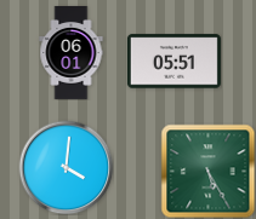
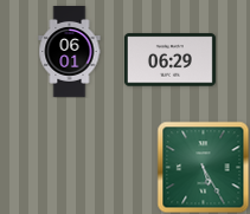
clock at (173, 62): 05:51 -> 06:29
clock at (66, 167): 4:01 -> none
